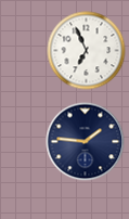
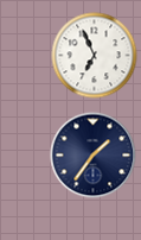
clock at (86, 142): 1:46 -> 1:36
